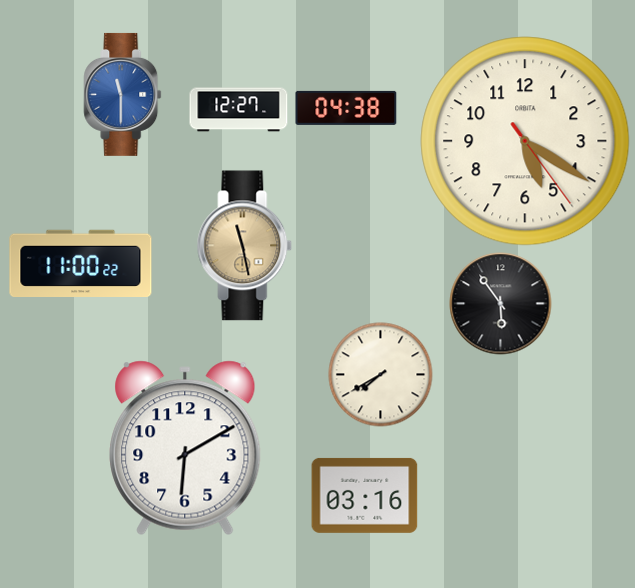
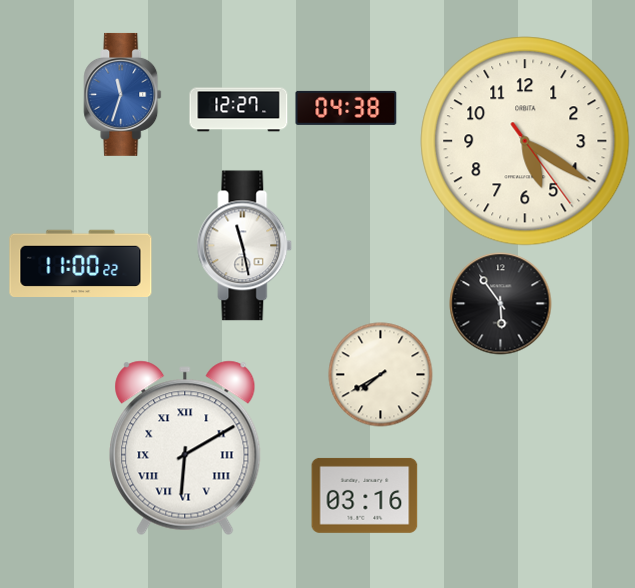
clock at (123, 94): 11:30 -> 11:33
clock at (245, 246) dial: champagne -> white
clock at (185, 448) numerals: Arabic -> Roman
